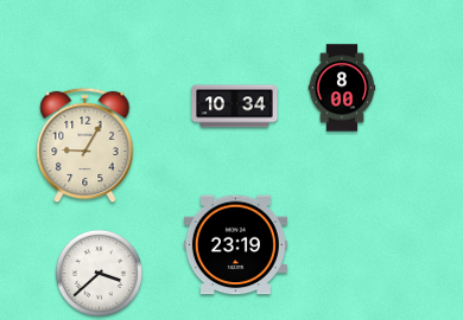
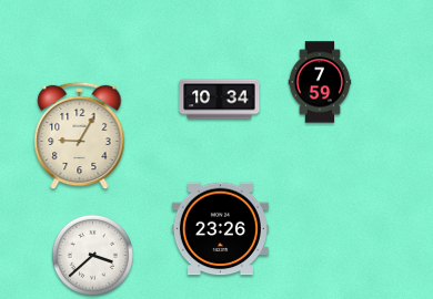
clock at (342, 88): 8:00 -> 7:59
clock at (235, 245): 23:19 -> 23:26
